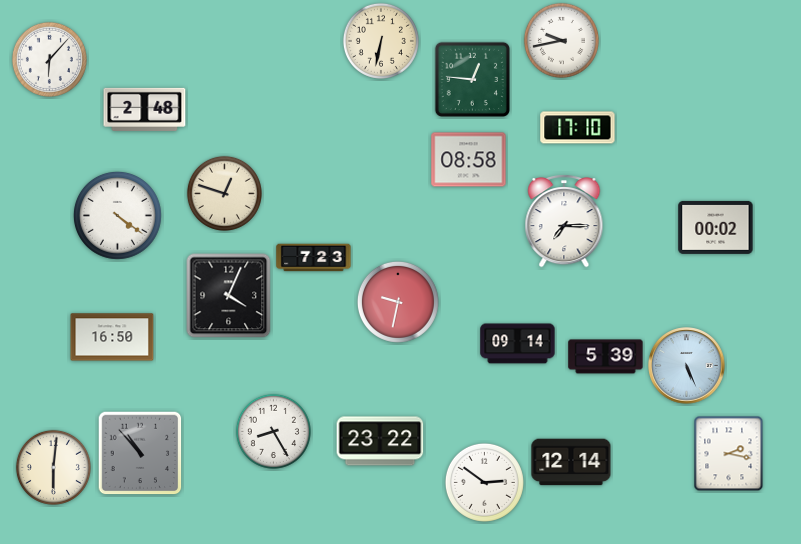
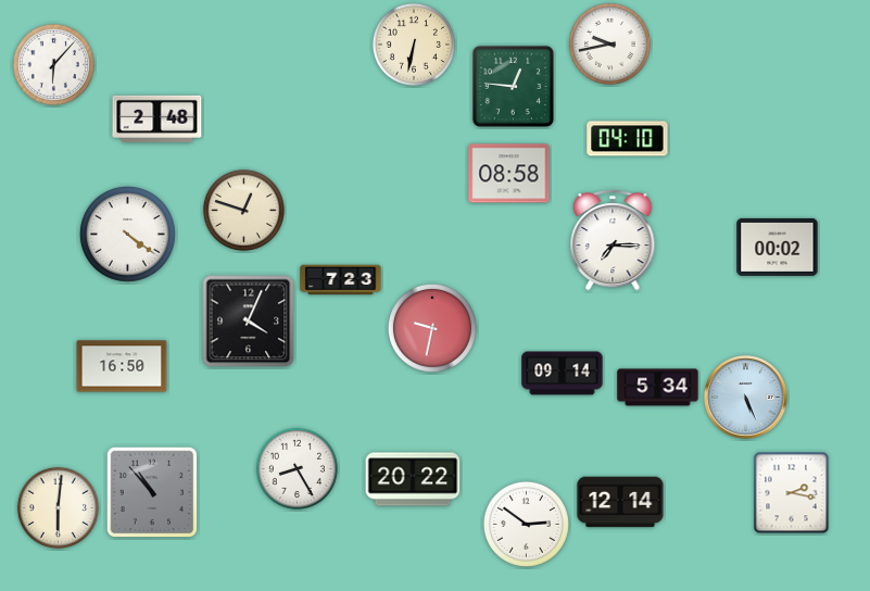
clock at (578, 128): 17:10 -> 04:10
clock at (606, 357): 5:39 -> 5:34
clock at (380, 441): 23:22 -> 20:22
